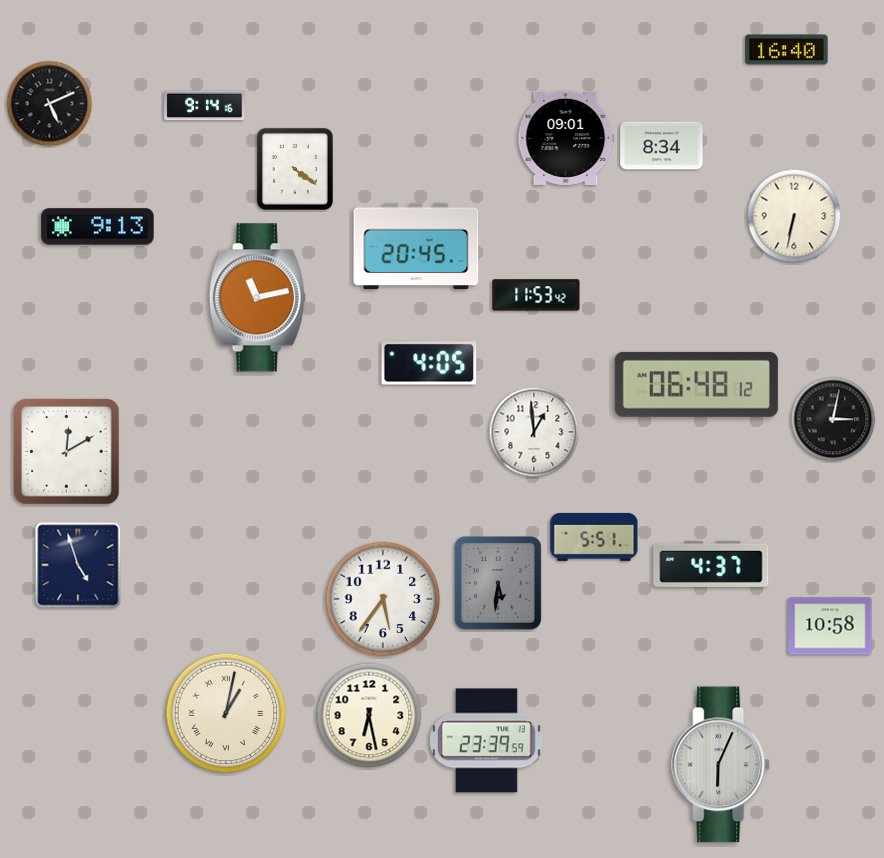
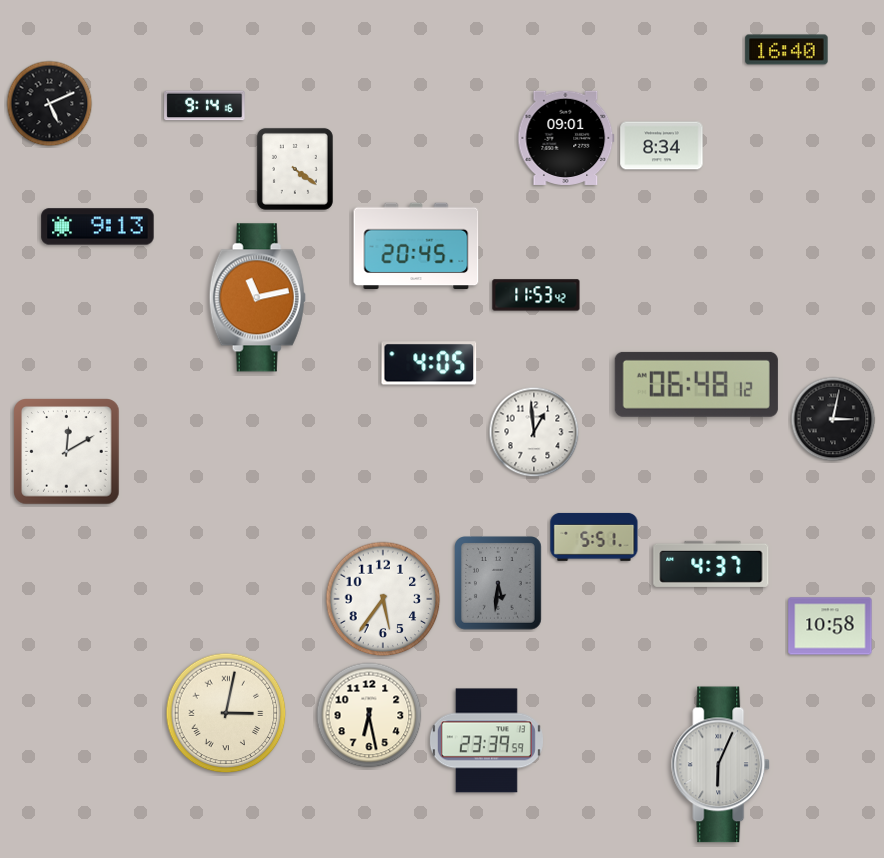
clock at (794, 216): 6:32 -> none
clock at (78, 565): 4:57 -> none
clock at (226, 713): 1:02 -> 3:02
